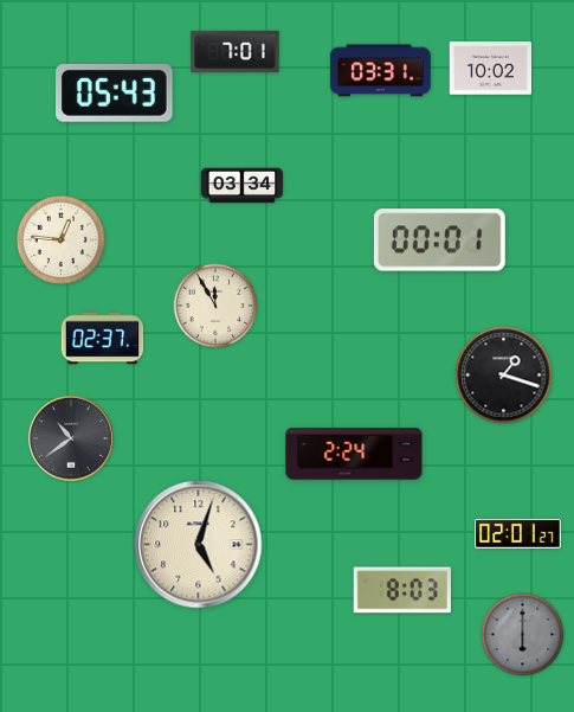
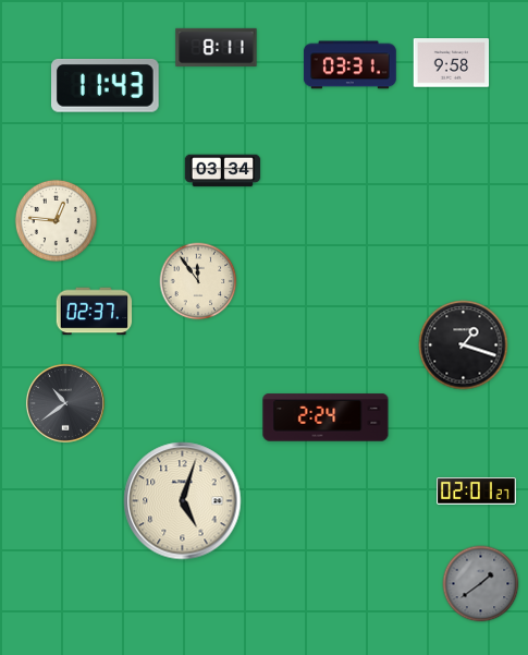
clock at (236, 51): 7:01 -> 8:11
clock at (491, 69): 10:02 -> 9:58
clock at (115, 94): 05:43 -> 11:43
clock at (439, 240): 00:01 -> none
clock at (215, 306): 11:55 -> 11:54
clock at (401, 590): 8:03 -> none
clock at (523, 635): 6:00 -> 1:39
